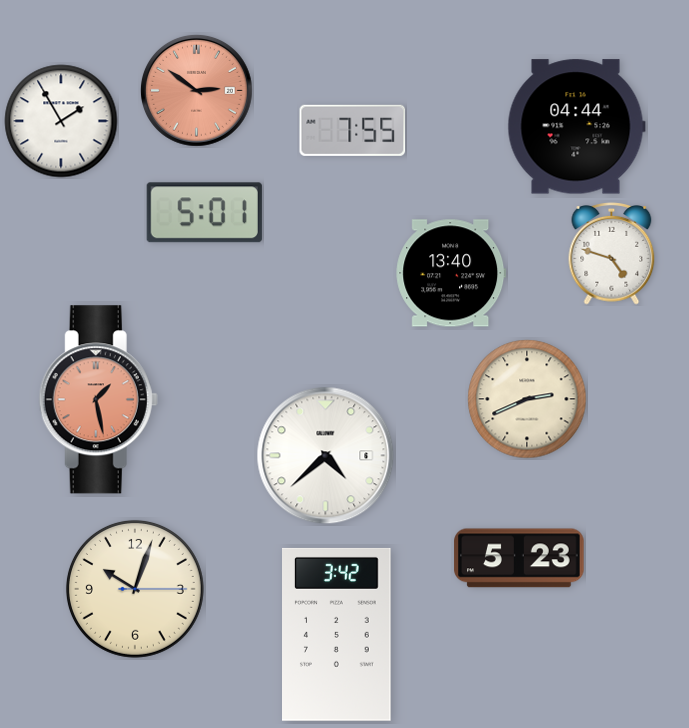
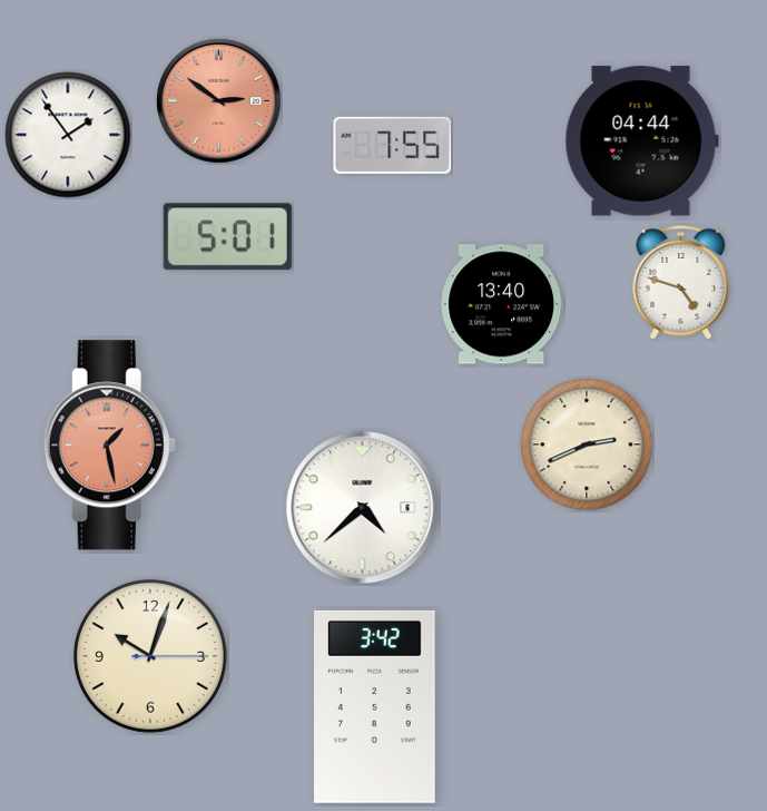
clock at (61, 121): 1:55 -> 1:54
clock at (519, 558): 5:23 -> none
